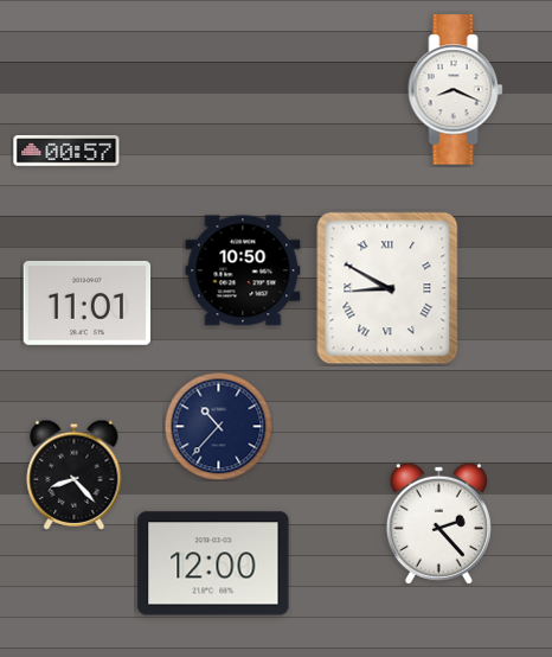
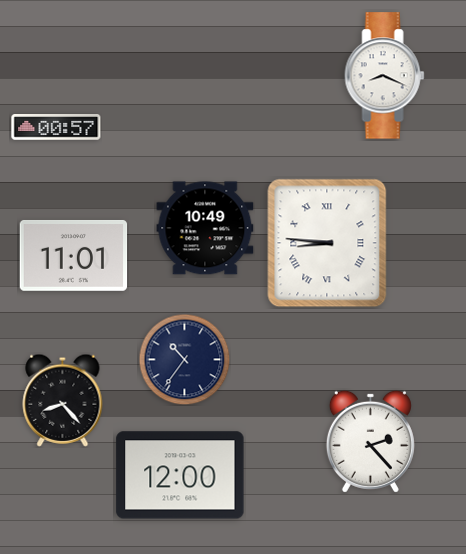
clock at (243, 270): 10:50 -> 10:49
clock at (387, 288): 8:50 -> 8:46
clock at (218, 426): 10:37 -> 10:36
